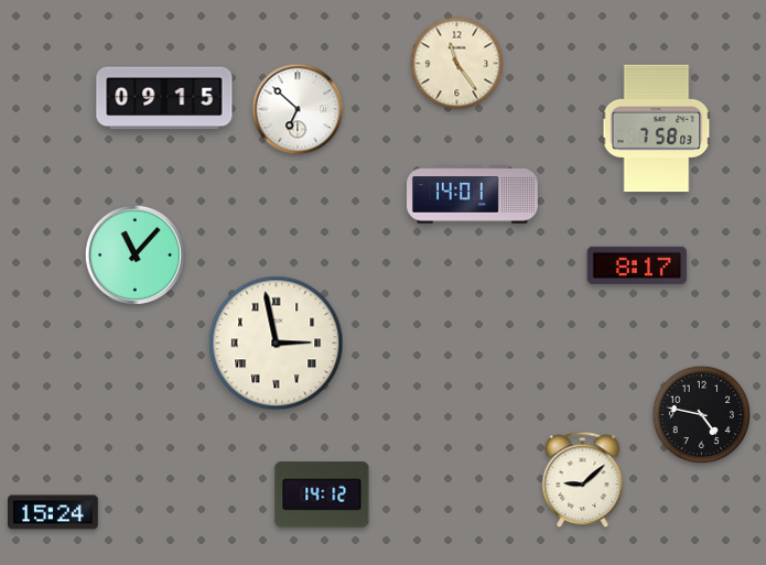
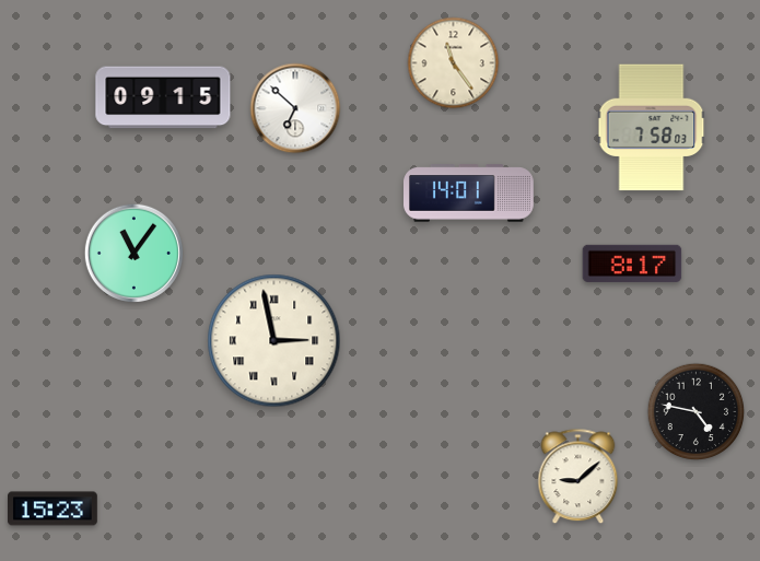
clock at (134, 254): 11:07 -> 11:06
clock at (322, 495): 14:12 -> none
clock at (54, 512): 15:24 -> 15:23
